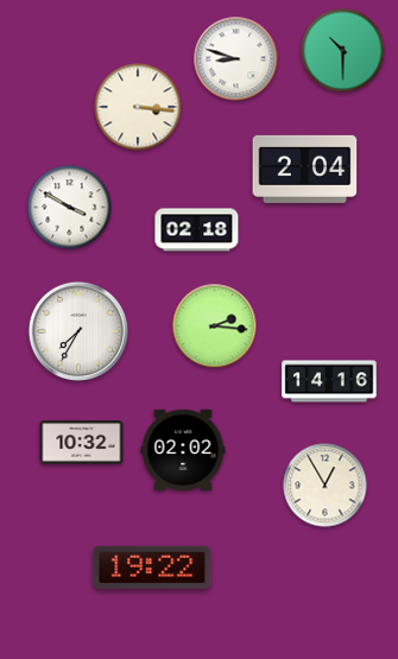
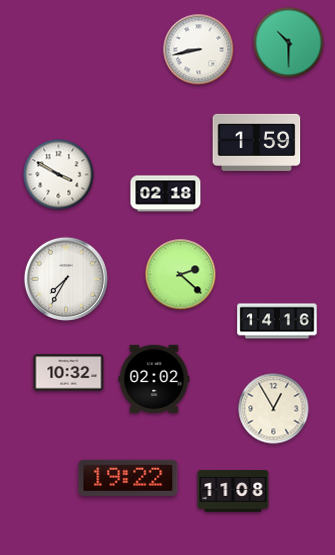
clock at (236, 59): 8:48 -> 8:43
clock at (138, 107): 3:16 -> none
clock at (305, 169): 2:04 -> 1:59
clock at (215, 327): 2:16 -> 2:22
clock at (233, 492): none -> 11:08
